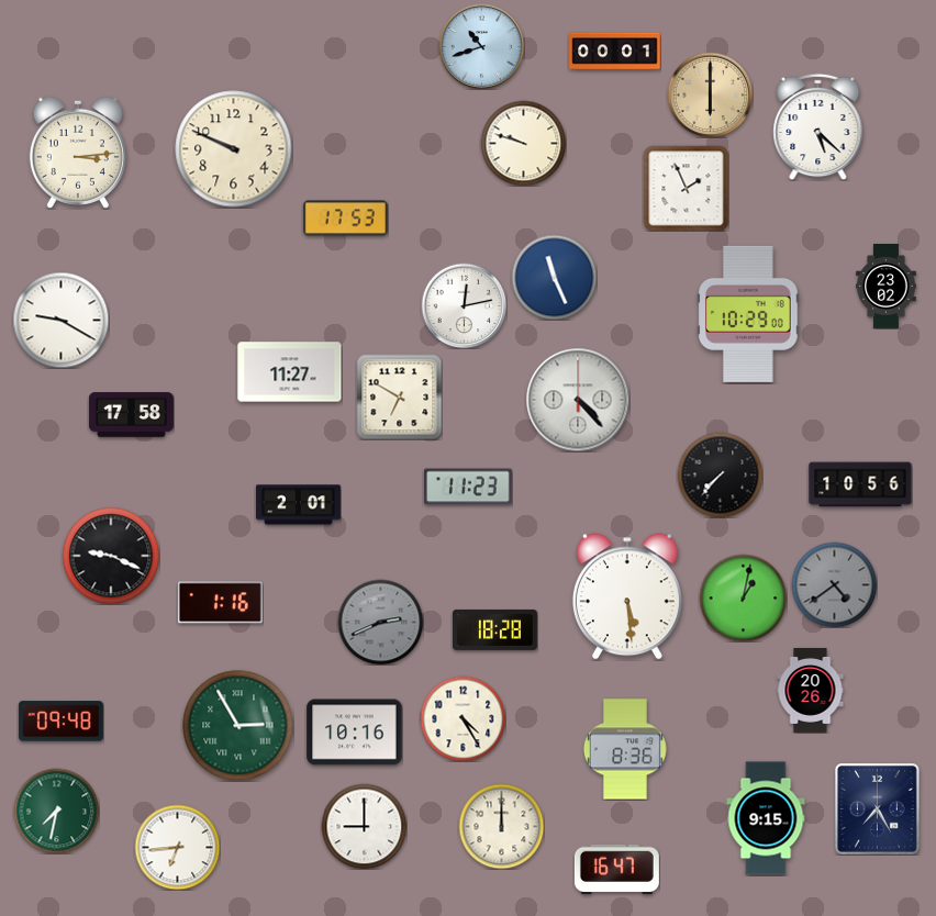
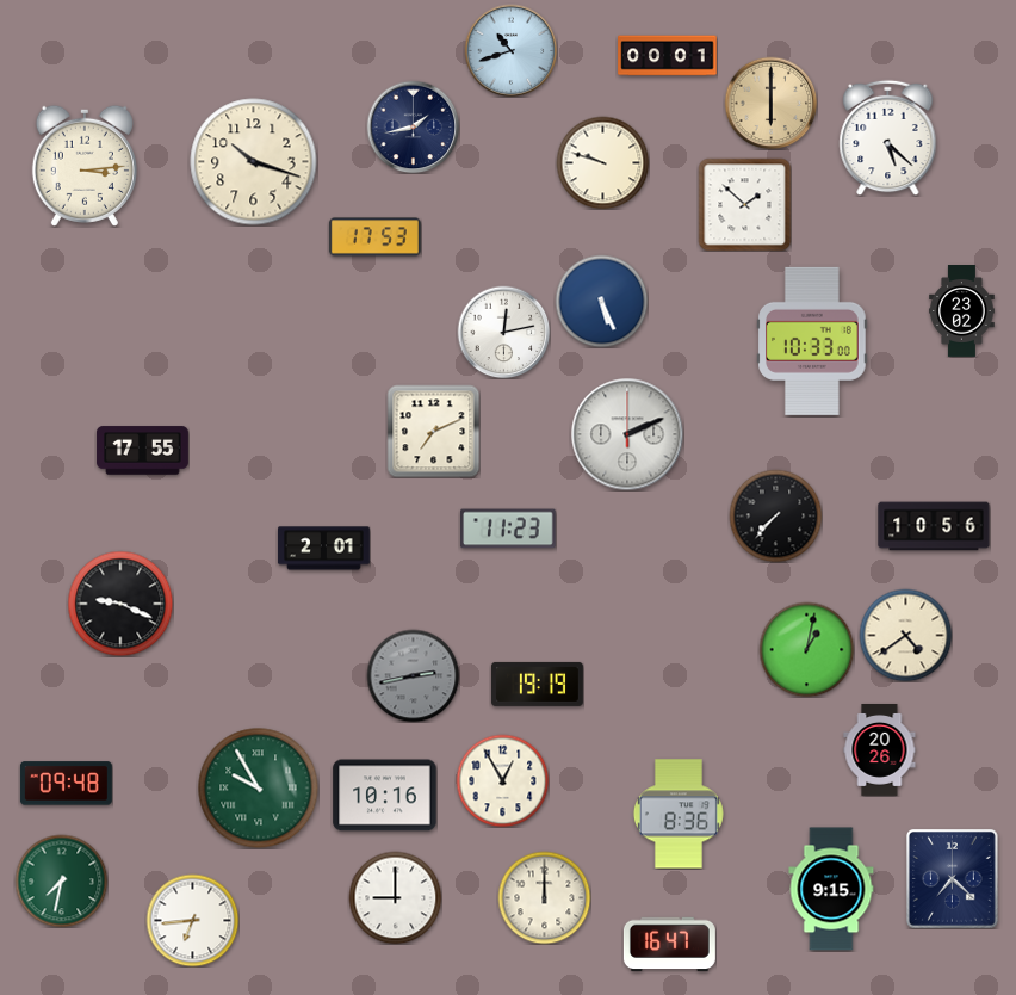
clock at (481, 46) position: (481, 46) -> (510, 50)
clock at (413, 126): none -> 1:43
clock at (523, 143) position: (523, 143) -> (602, 162)
clock at (234, 149): 9:49 -> 10:18
clock at (686, 188): 1:56 -> 1:52
clock at (554, 277): 11:26 -> 5:26
clock at (749, 314): 10:29 -> 10:33
clock at (60, 320): 9:20 -> none
clock at (290, 372): 11:27 -> none
clock at (399, 396): 6:50 -> 7:11
clock at (578, 400): 4:23 -> 2:11
clock at (131, 415): 17:58 -> 17:55
clock at (720, 474) position: (720, 474) -> (775, 515)
clock at (834, 584) dial: grey -> cream
clock at (627, 596): 5:29 -> none
clock at (220, 603): 1:16 -> none
clock at (380, 622): 2:41 -> 2:43
clock at (494, 629): 18:28 -> 19:19
clock at (463, 718): 4:25 -> 12:55
clock at (238, 726): 2:55 -> 9:55
clock at (878, 809): 7:25 -> 7:22
